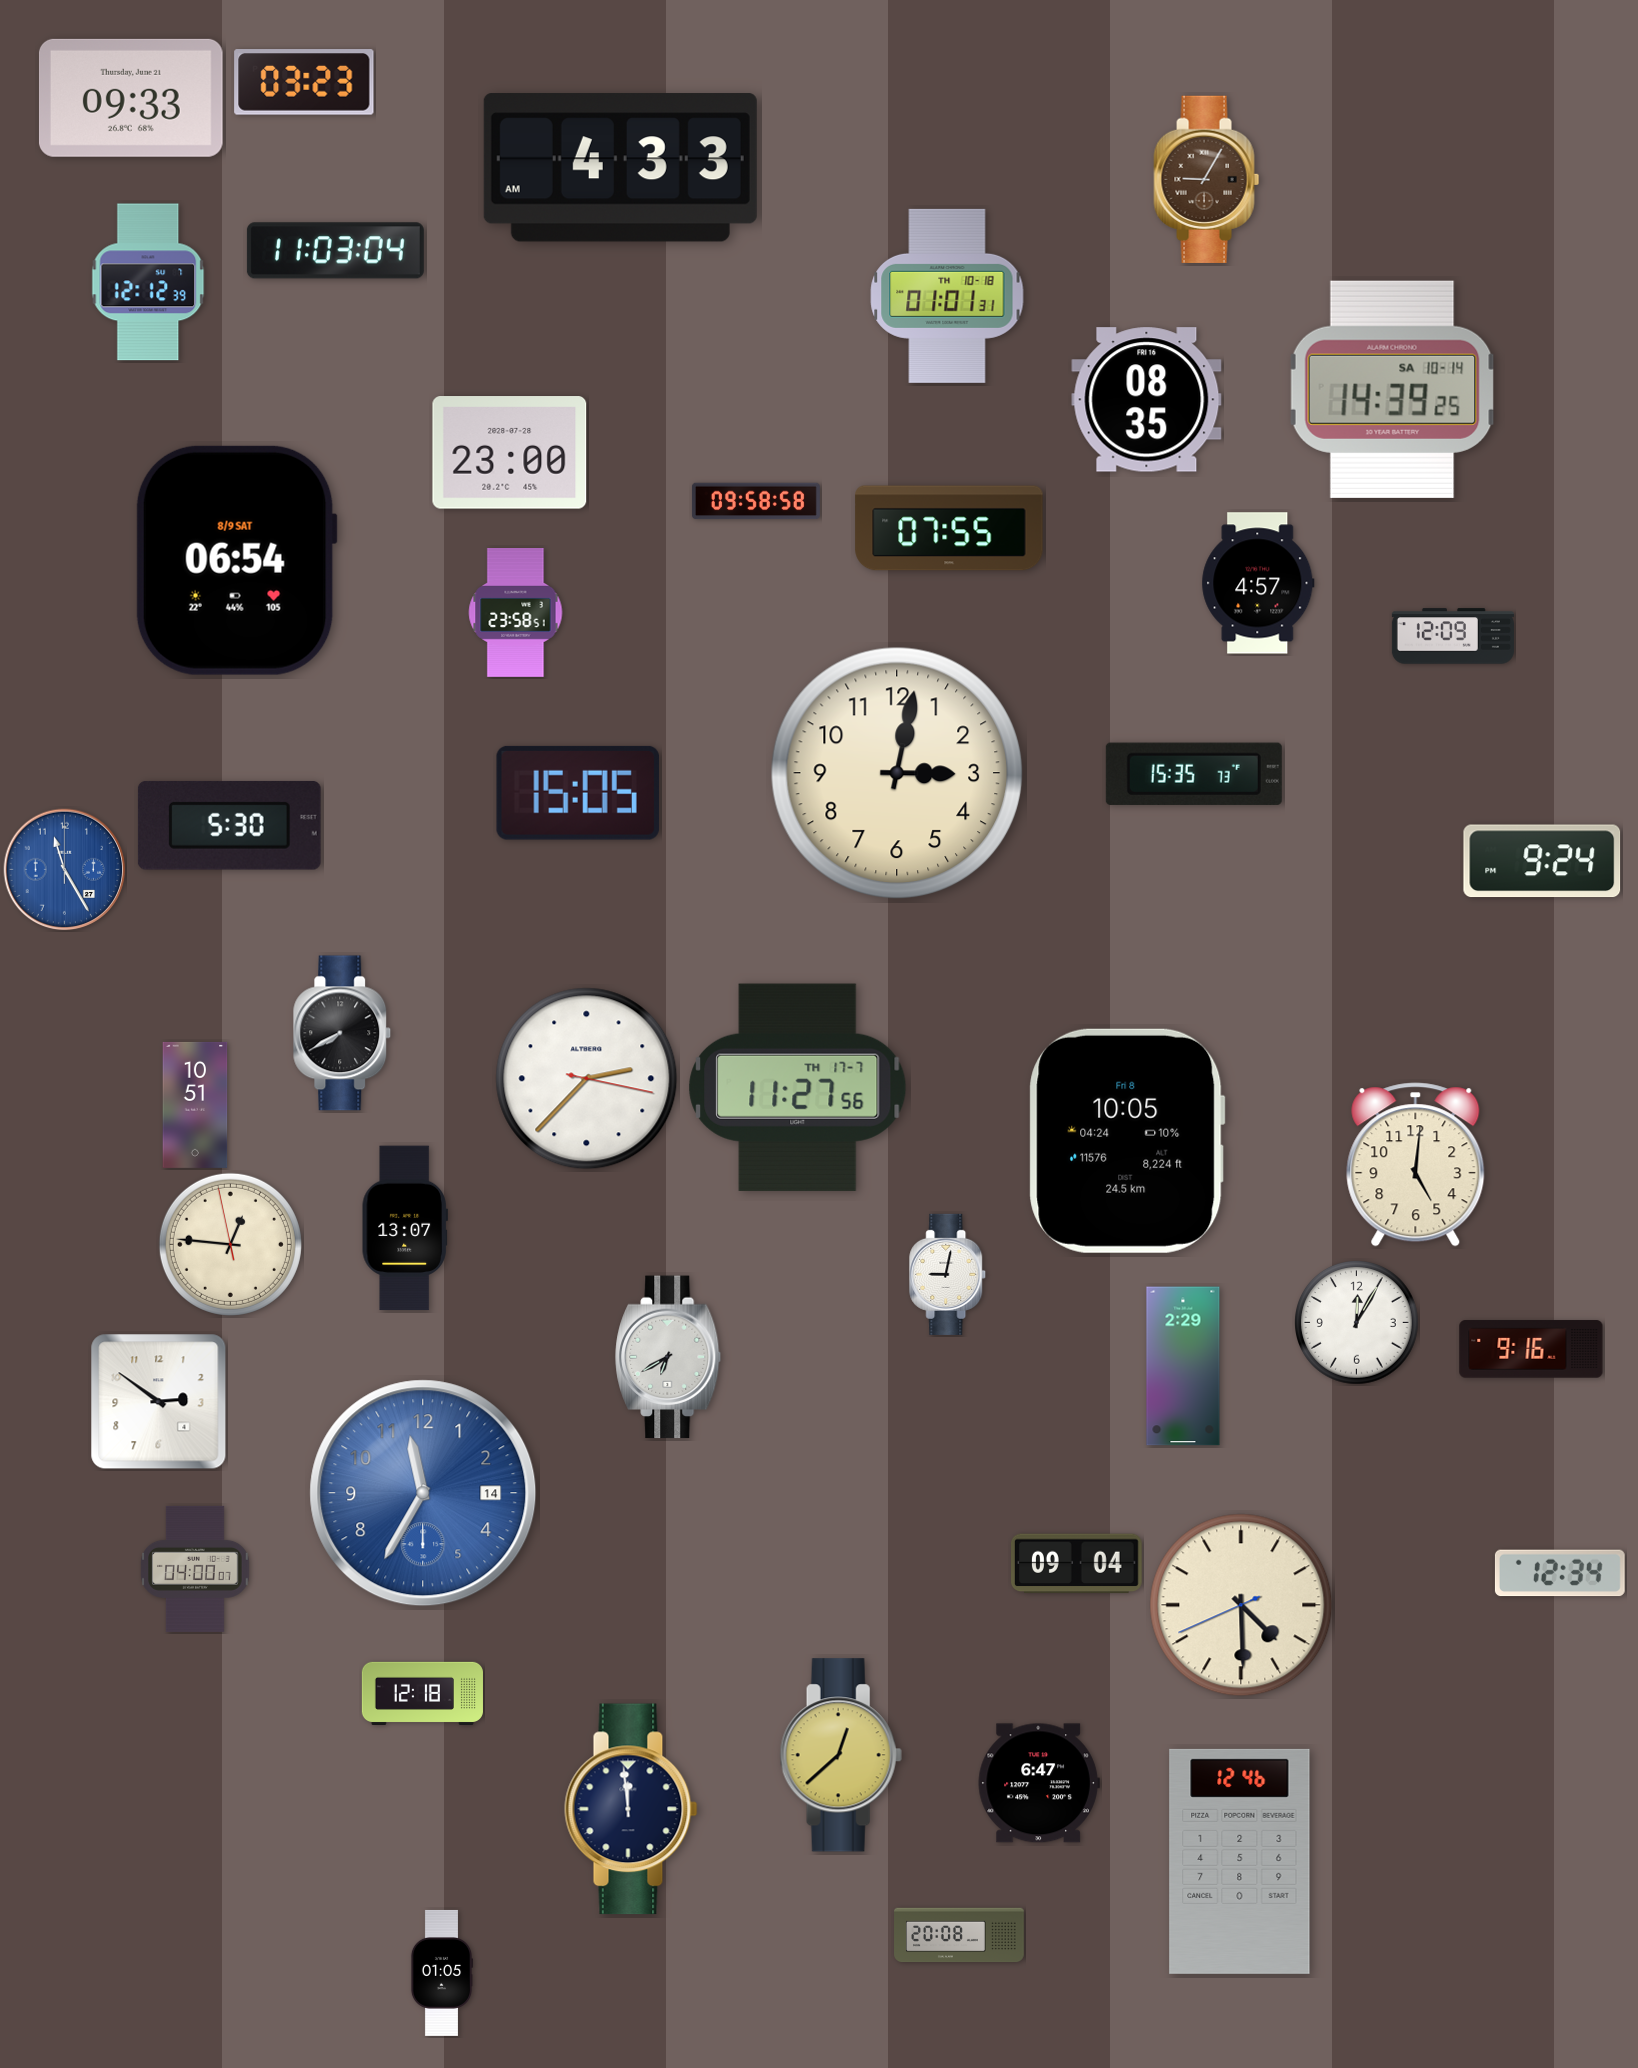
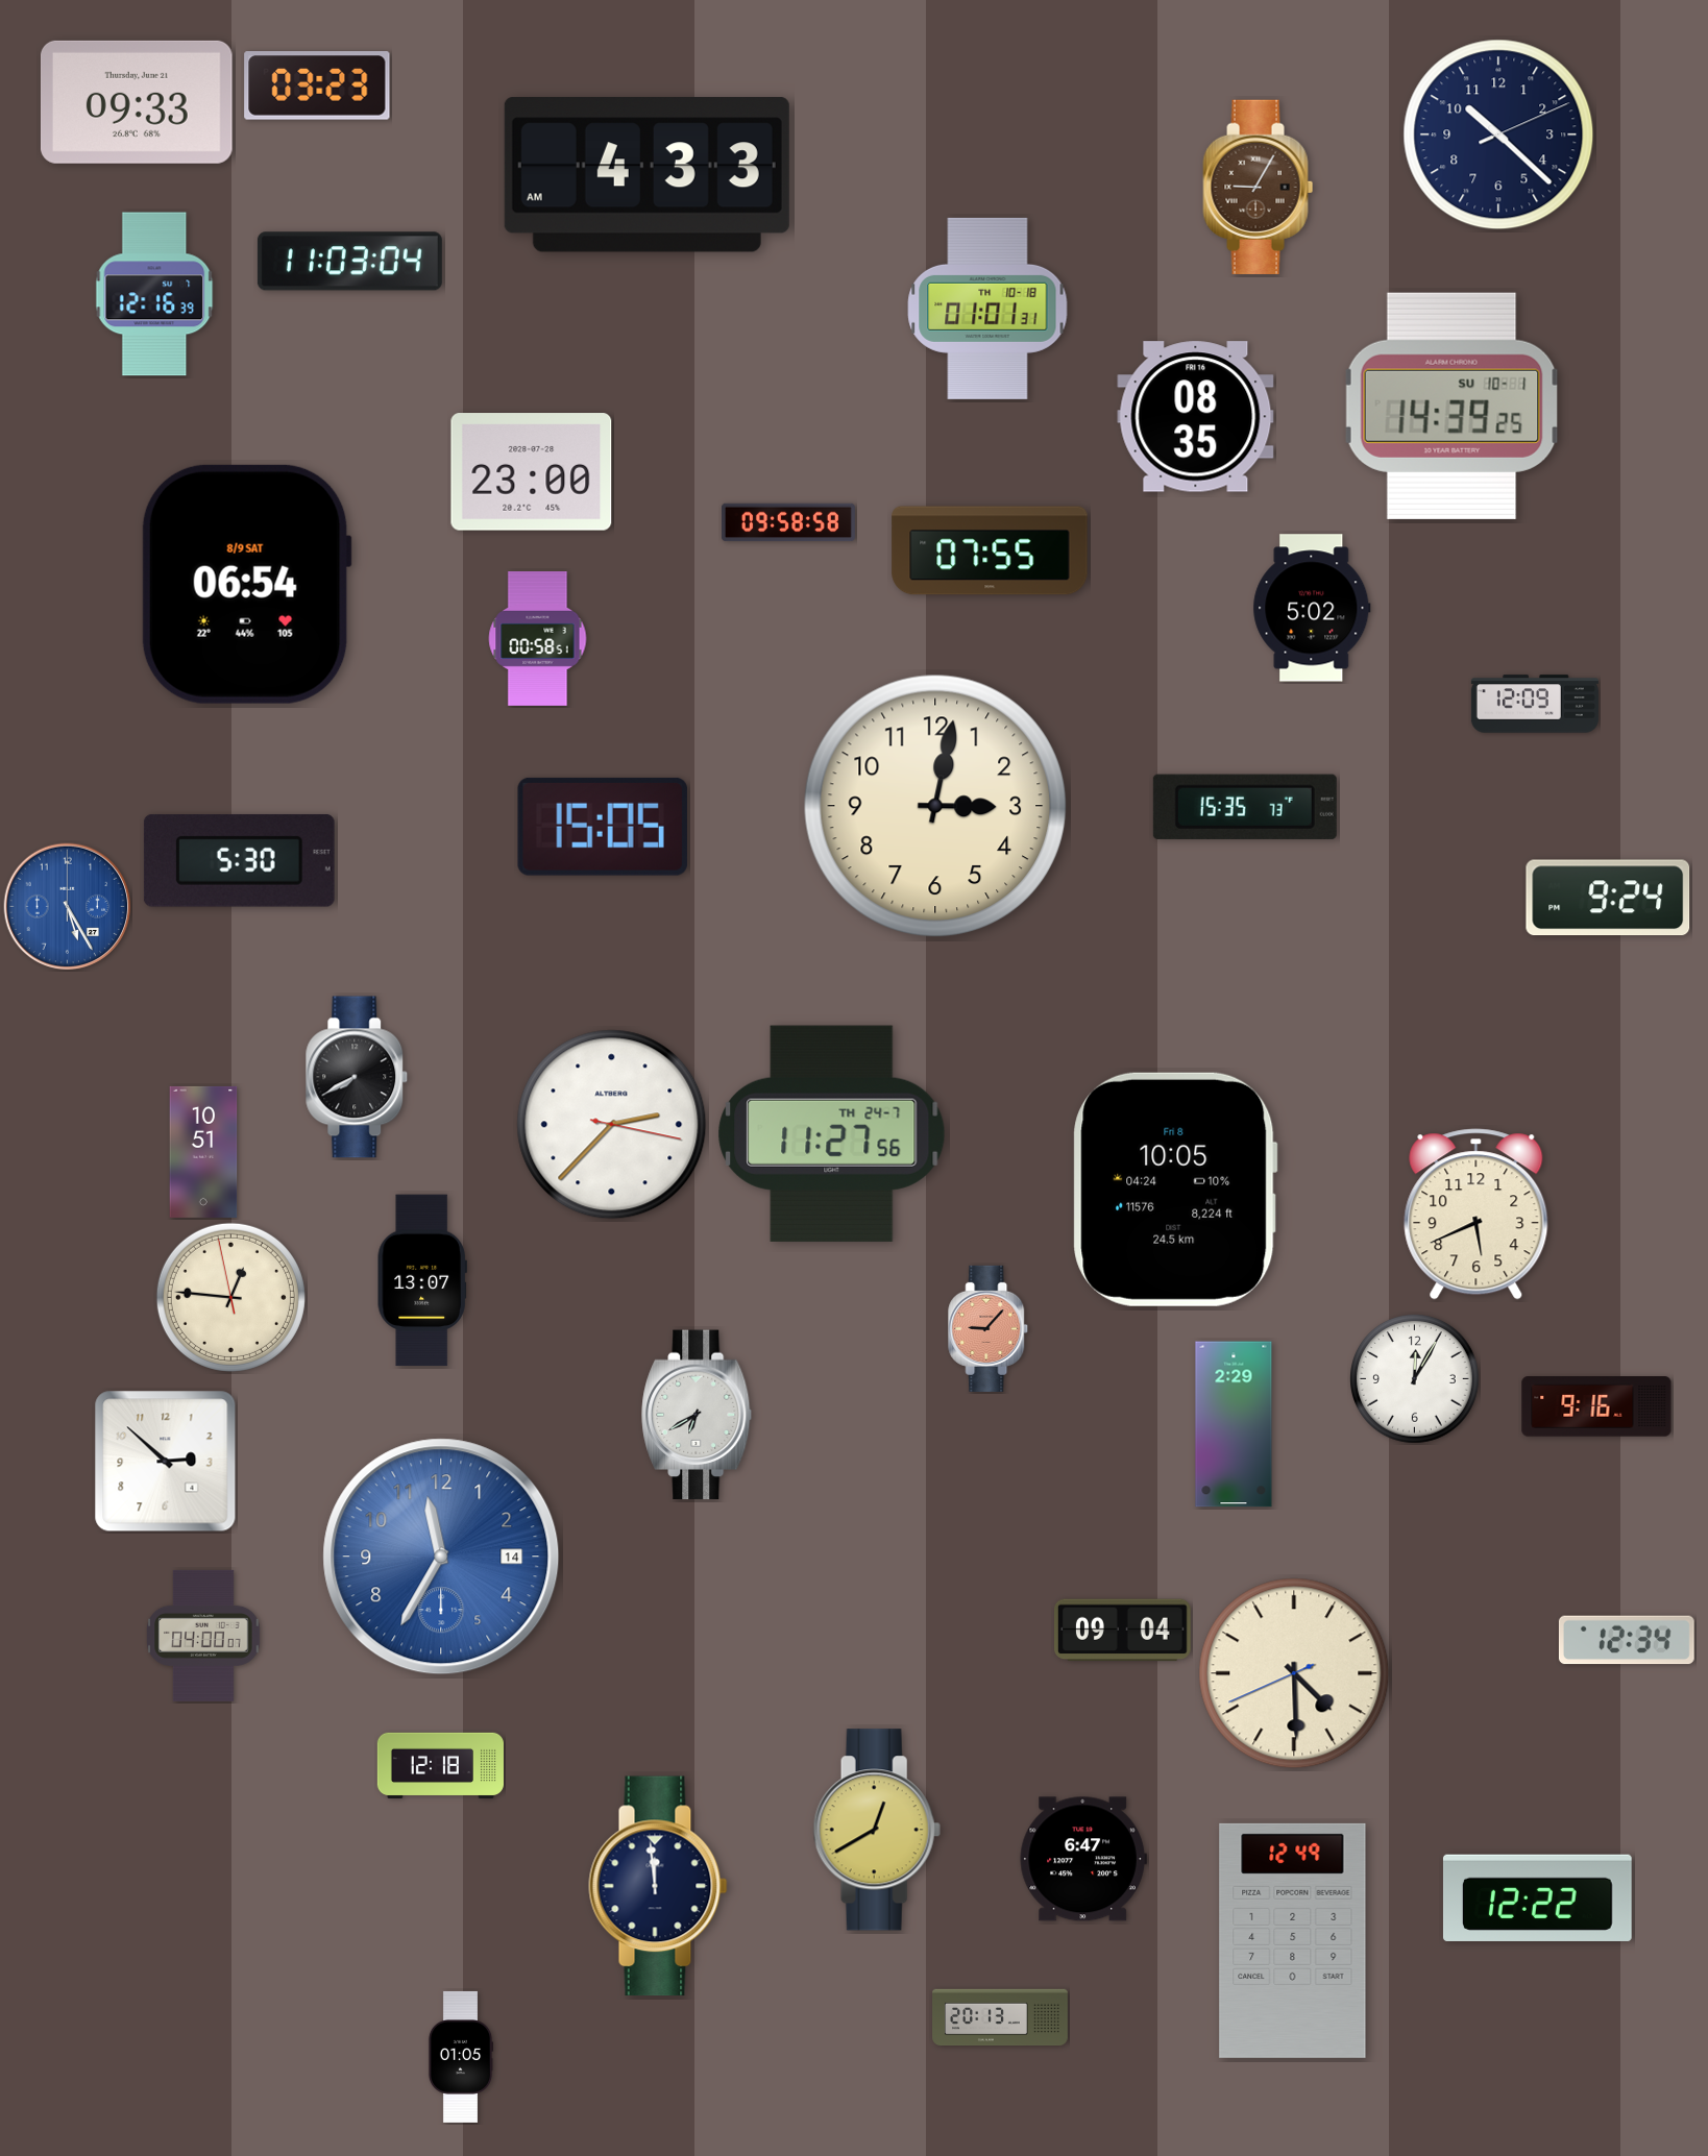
clock at (1498, 134): none -> 10:22
clock at (148, 282): 12:12 -> 12:16
clock at (1392, 389) date: SA 10-14 -> SU 10-1
clock at (1258, 583): 4:57 -> 5:02
clock at (516, 613): 23:58 -> 00:58
clock at (1453, 636) position: (1453, 636) -> (1535, 704)
clock at (65, 870): 11:25 -> 5:25
clock at (798, 1087) date: TH 17-7 -> TH 24-7
clock at (1416, 1165): 5:01 -> 5:41
clock at (230, 1244) position: (230, 1244) -> (230, 1297)
clock at (948, 1274): 9:02 -> 9:07
clock at (948, 1274) dial: white -> salmon
clock at (159, 1402): 2:51 -> 2:52
clock at (841, 1755): 12:38 -> 12:40
clock at (1537, 1897): none -> 12:22
clock at (1240, 1861): 12:46 -> 12:49
clock at (959, 1935): 20:08 -> 20:13
